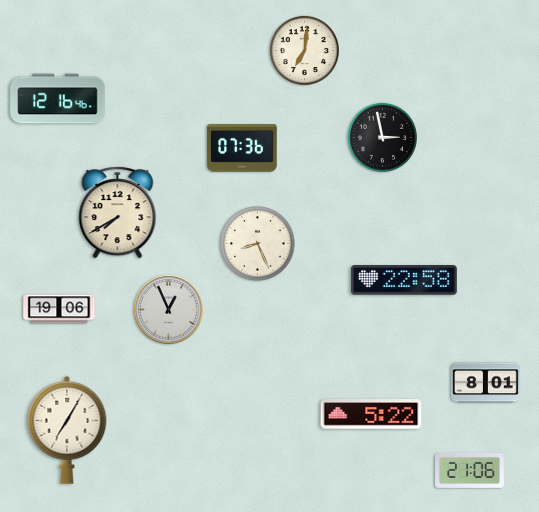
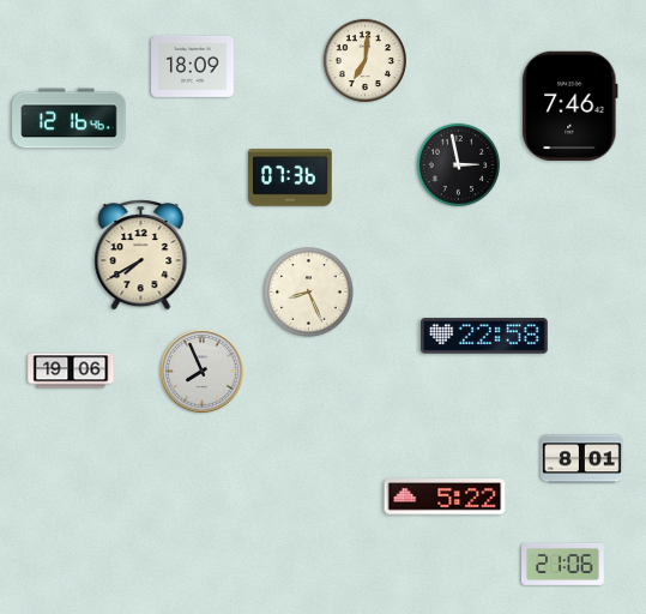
clock at (193, 66): none -> 18:09
clock at (570, 106): none -> 7:46
clock at (169, 310): 12:56 -> 7:56
clock at (67, 430): 7:05 -> none
